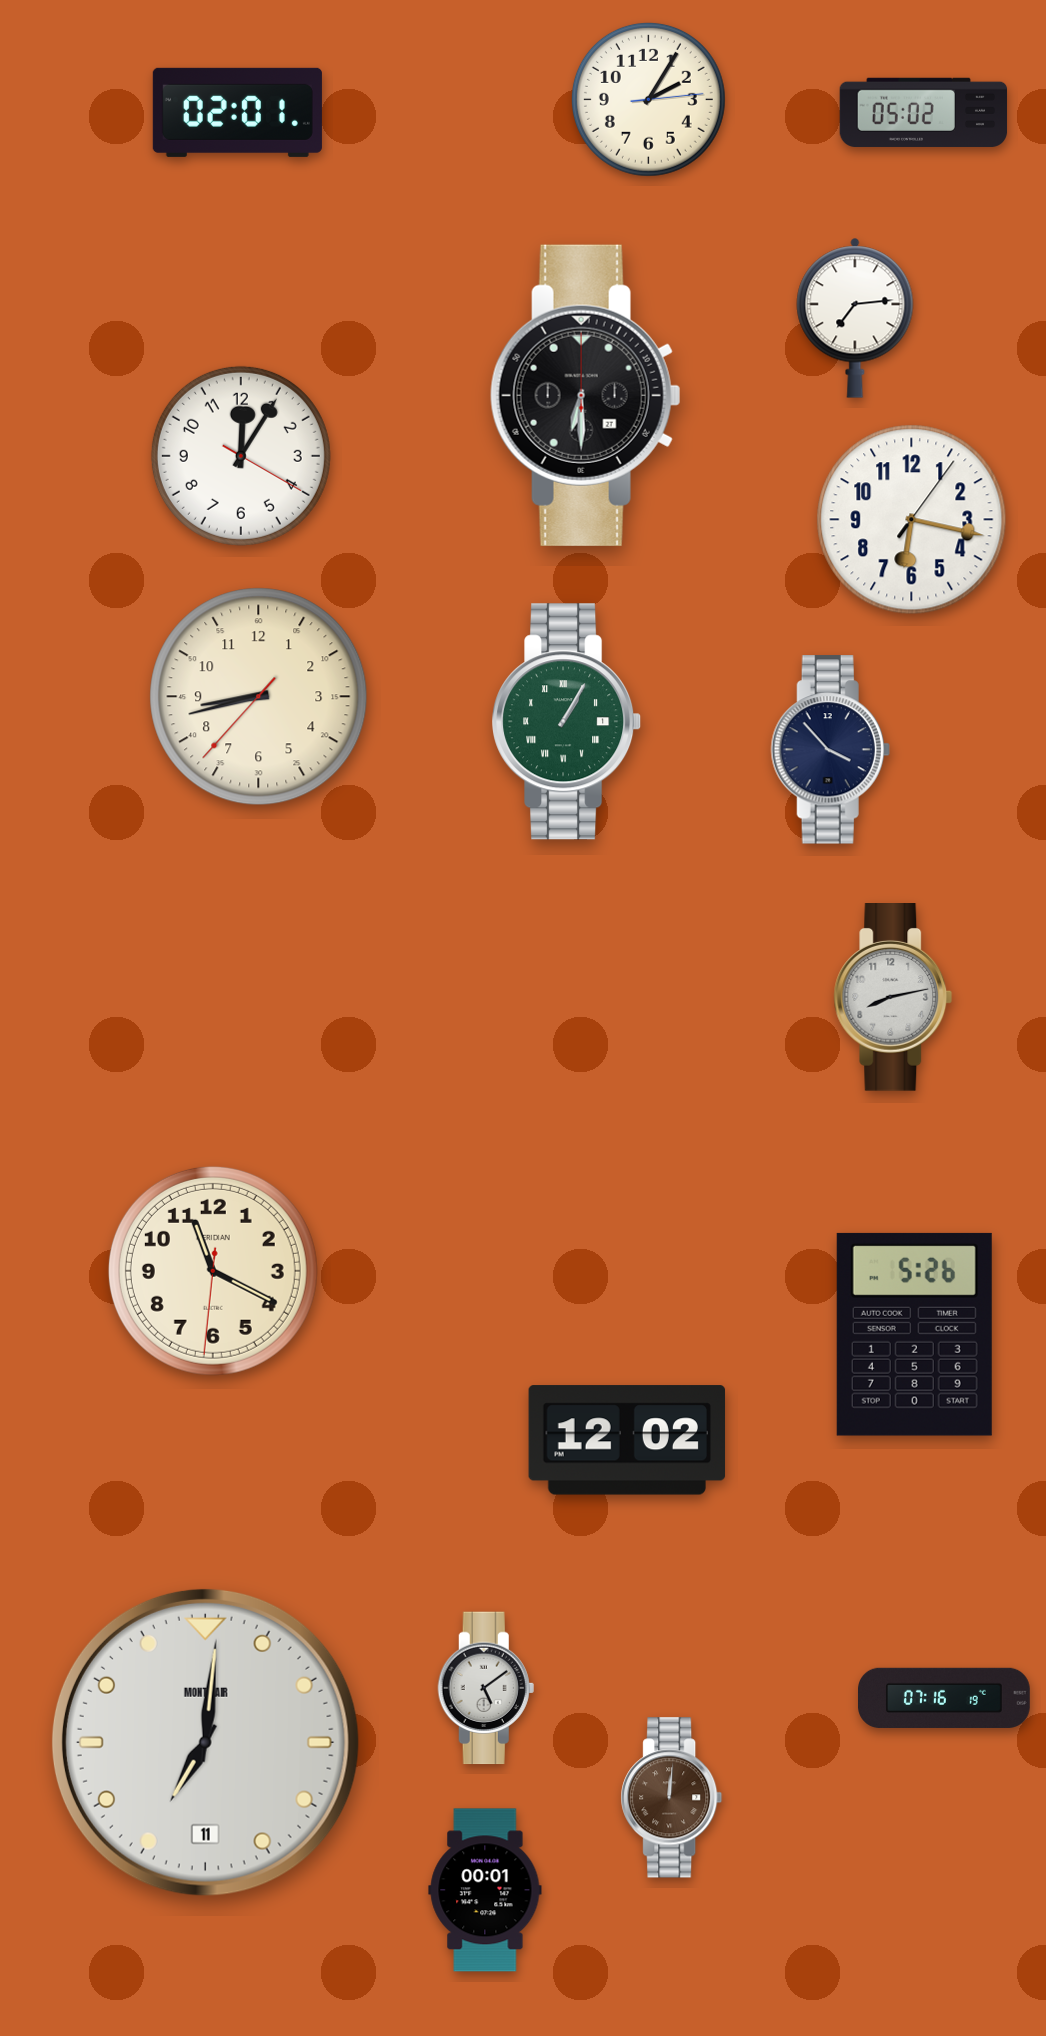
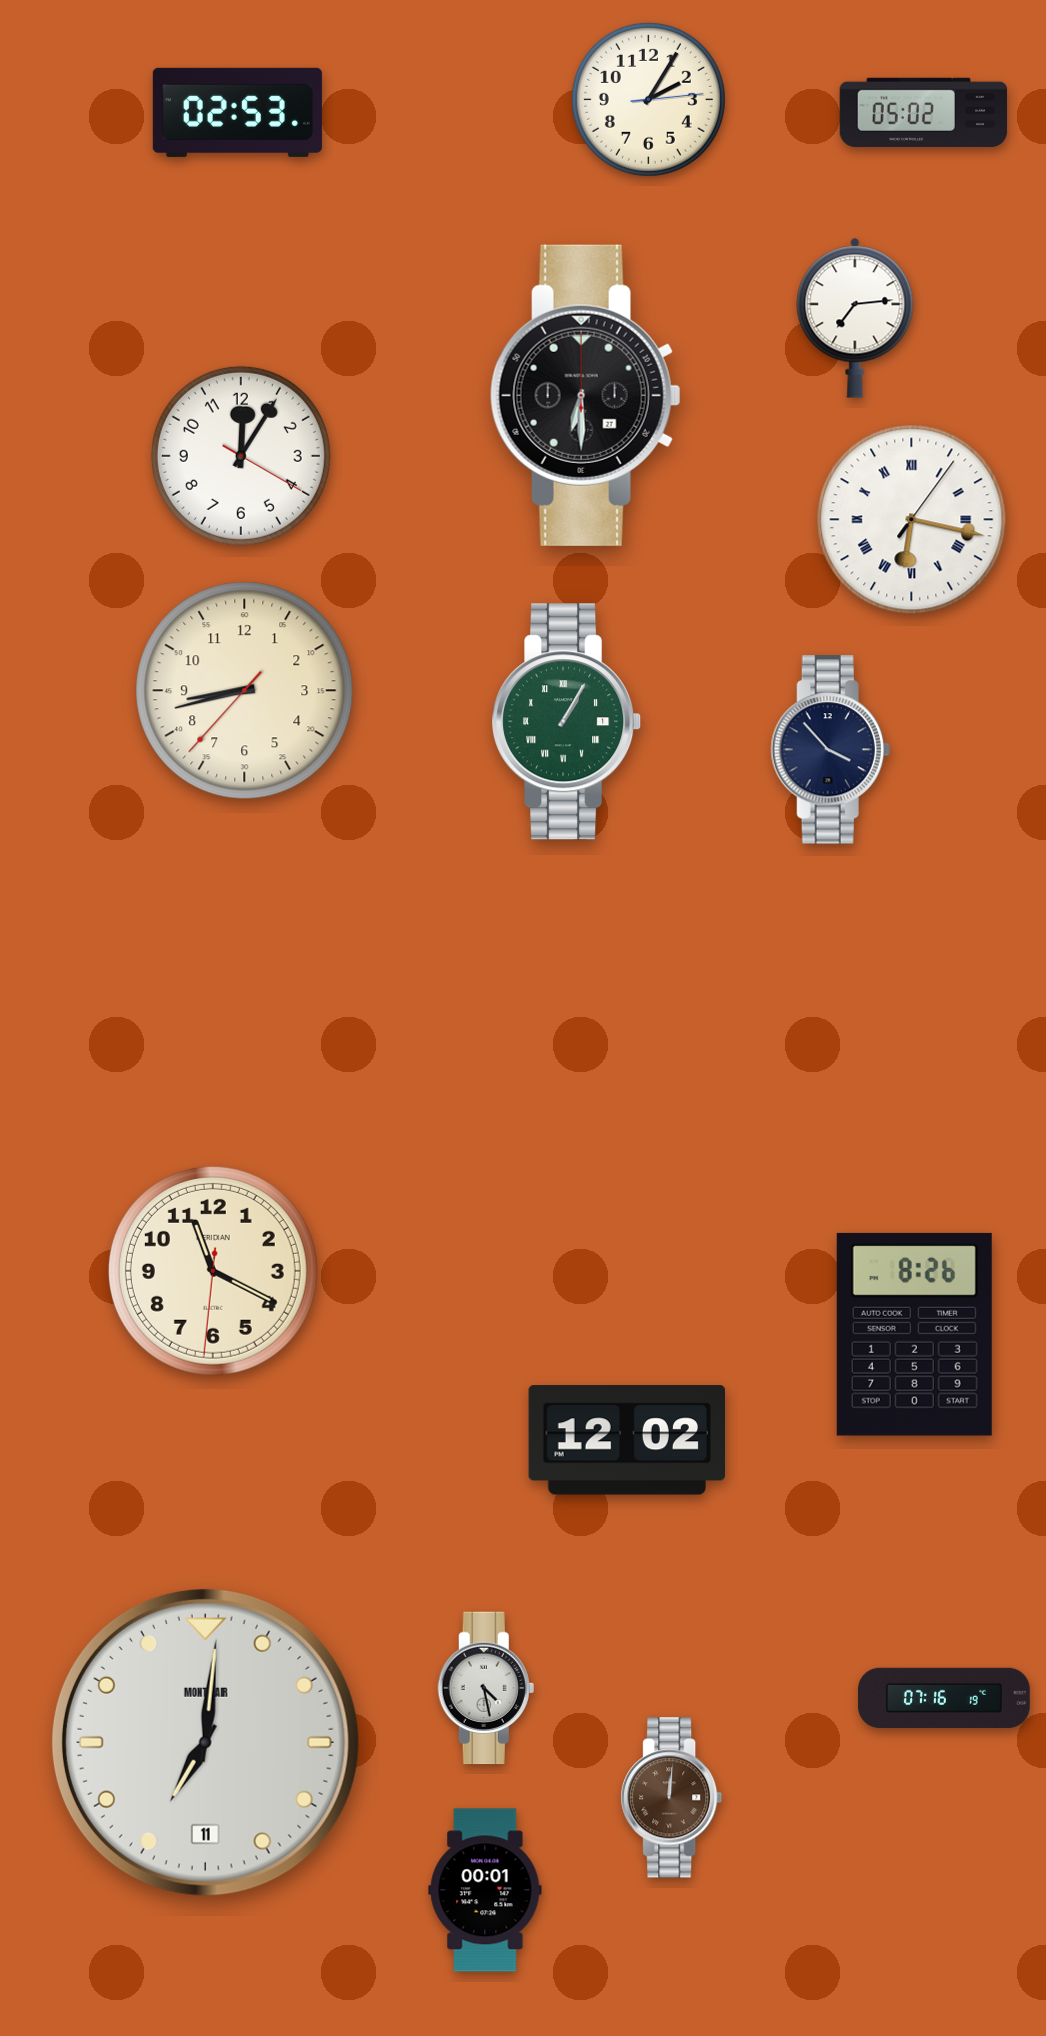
clock at (237, 112): 02:01 -> 02:53
clock at (912, 520) numerals: Arabic -> Roman
clock at (259, 697) position: (259, 697) -> (245, 691)
clock at (893, 998): 8:13 -> none
clock at (914, 1334): 5:26 -> 8:26
clock at (486, 1688): 5:09 -> 4:28
